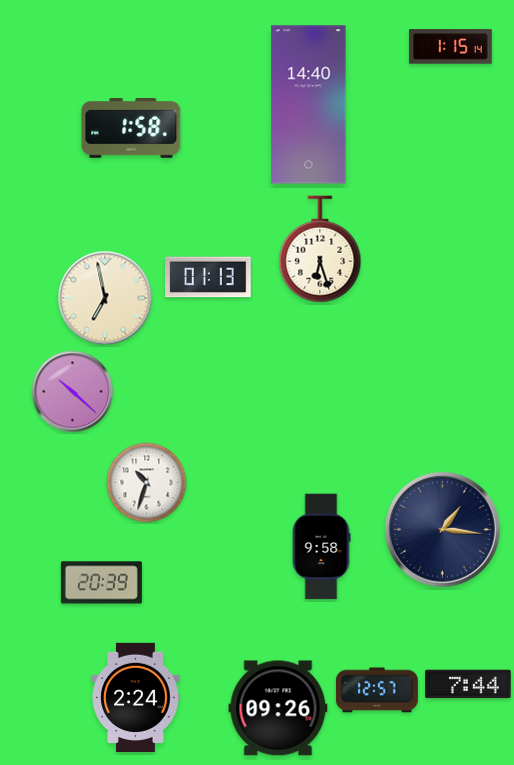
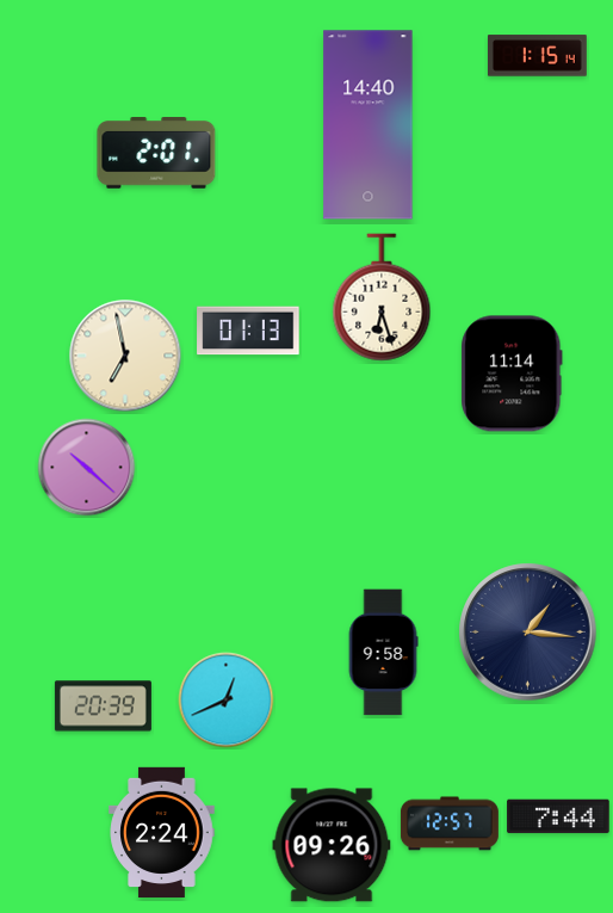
clock at (131, 129): 1:58 -> 2:01
clock at (512, 374): none -> 11:14
clock at (147, 483): 10:33 -> none
clock at (101, 583) position: (101, 583) -> (103, 707)
clock at (227, 701): none -> 12:41
